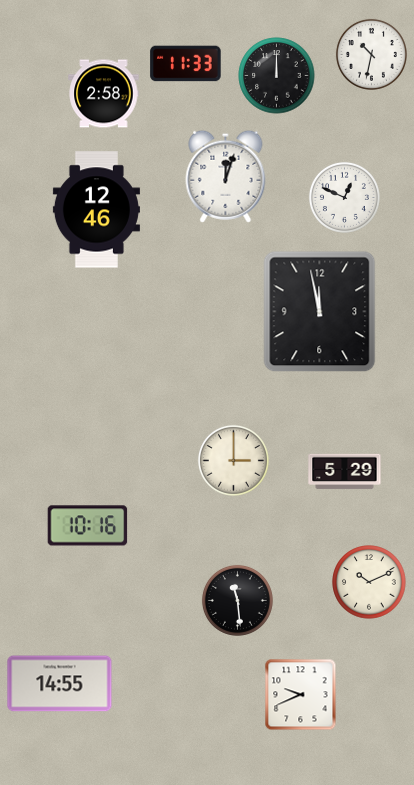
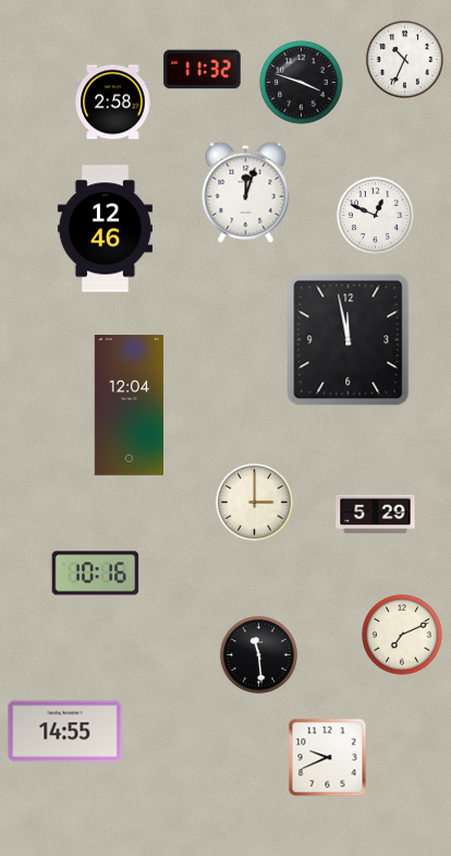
clock at (371, 54): 10:32 -> 10:34
clock at (186, 64): 11:33 -> 11:32
clock at (277, 76): 12:00 -> 3:48
clock at (130, 406): none -> 12:04
clock at (369, 582): 10:11 -> 7:11
clock at (60, 684) position: (60, 684) -> (65, 732)
